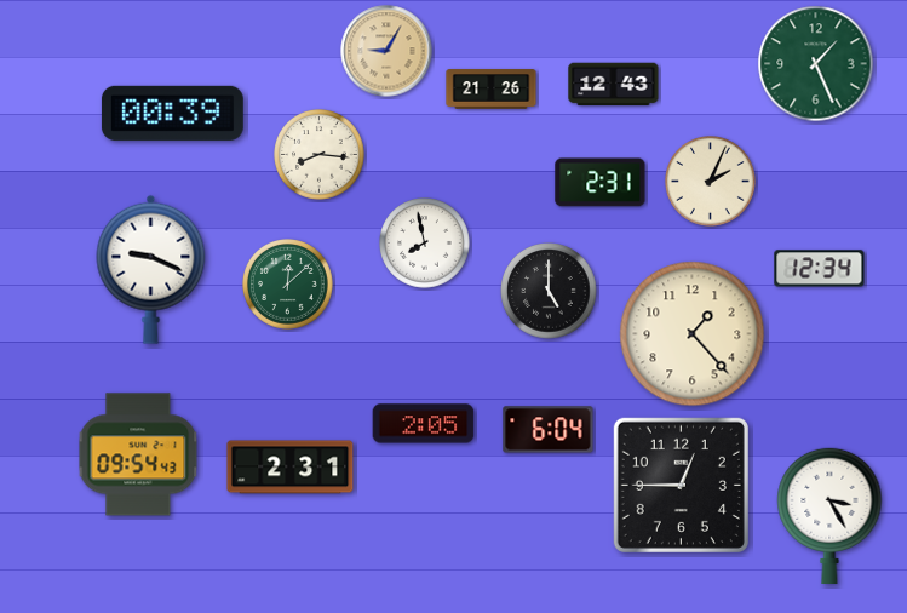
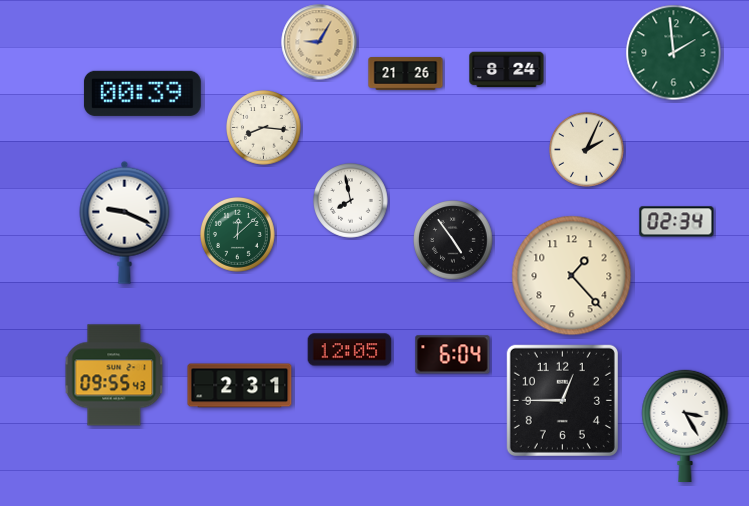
clock at (816, 64): 1:26 -> 1:59
clock at (614, 85): 12:43 -> 8:24
clock at (601, 183): 2:31 -> none
clock at (820, 269): 12:34 -> 02:34
clock at (549, 291): 5:00 -> 4:54
clock at (424, 424): 2:05 -> 12:05
clock at (138, 454): 09:54 -> 09:55
